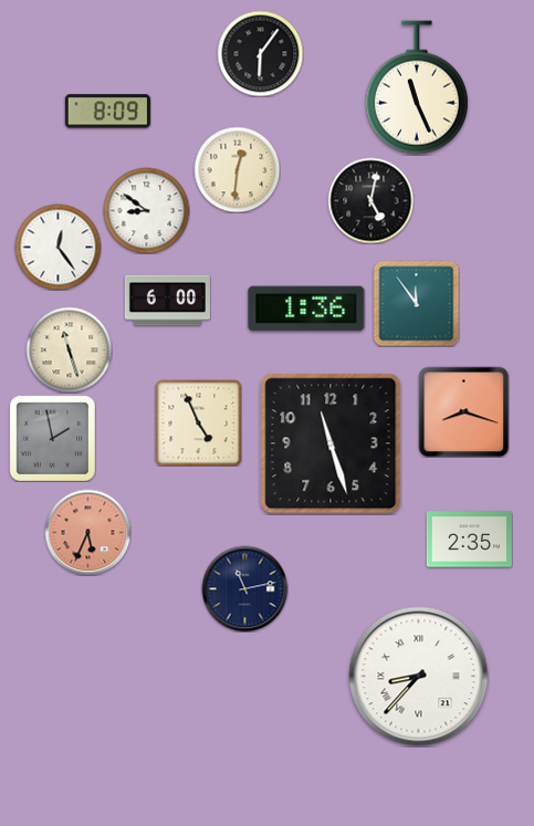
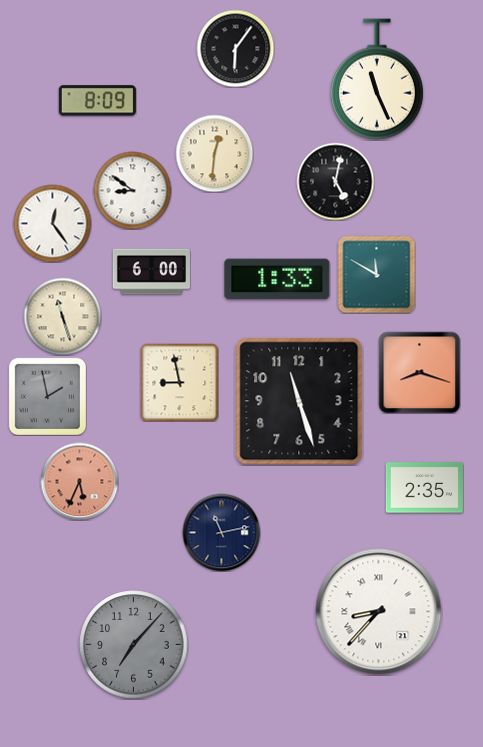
clock at (416, 303): 11:54 -> 11:50
clock at (306, 309): 1:36 -> 1:33
clock at (198, 422): 4:56 -> 8:58
clock at (134, 645): none -> 7:07
